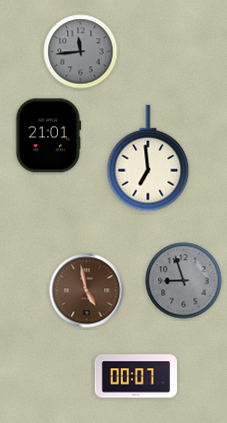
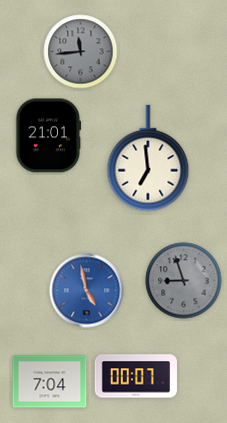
clock at (87, 291) dial: brown -> blue
clock at (50, 382): none -> 7:04
